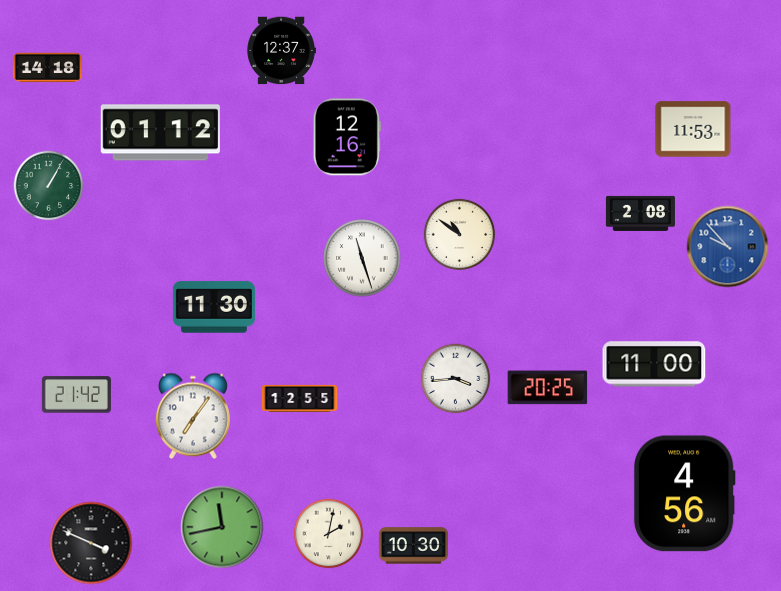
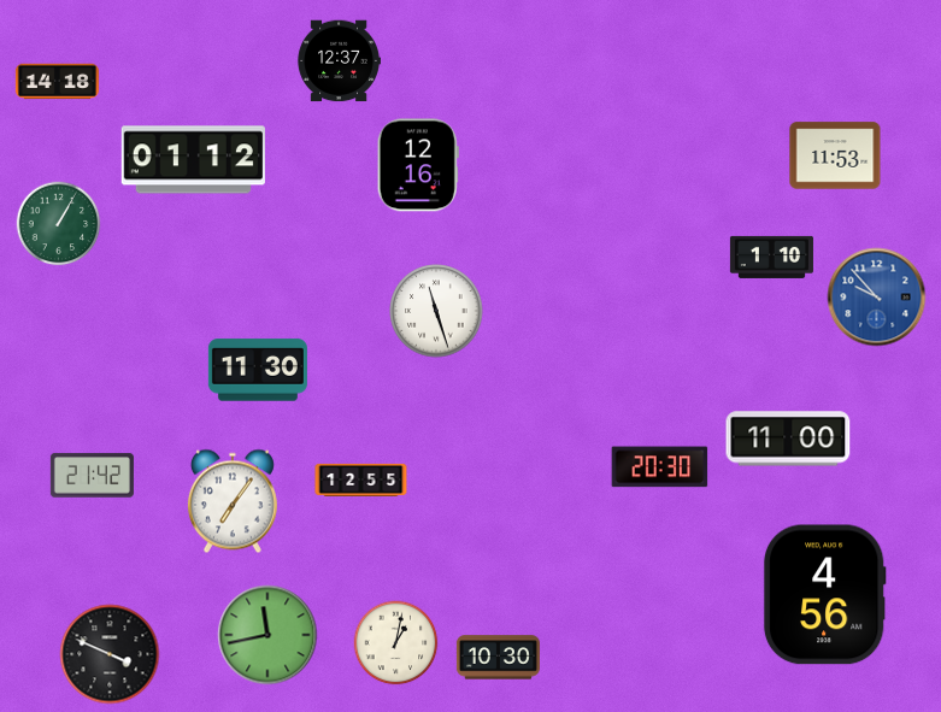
clock at (640, 213): 2:08 -> 1:10
clock at (460, 235): 10:51 -> none
clock at (456, 379): 3:44 -> none
clock at (548, 388): 20:25 -> 20:30
clock at (329, 534): 2:02 -> 1:02
